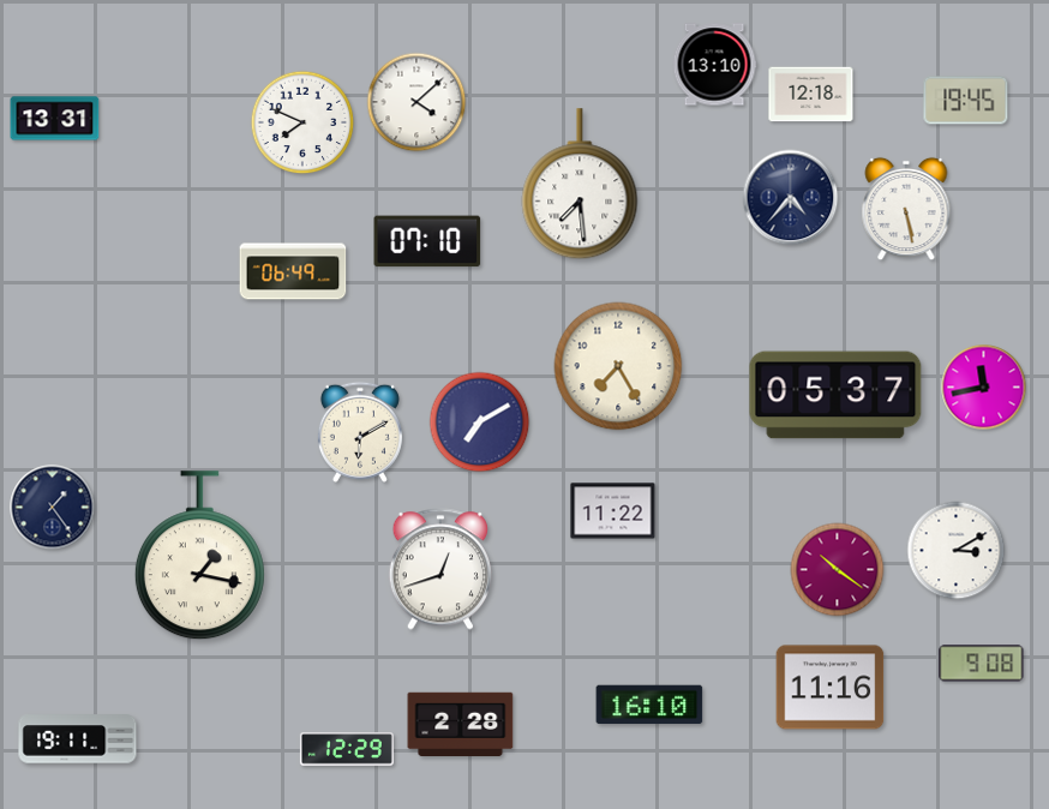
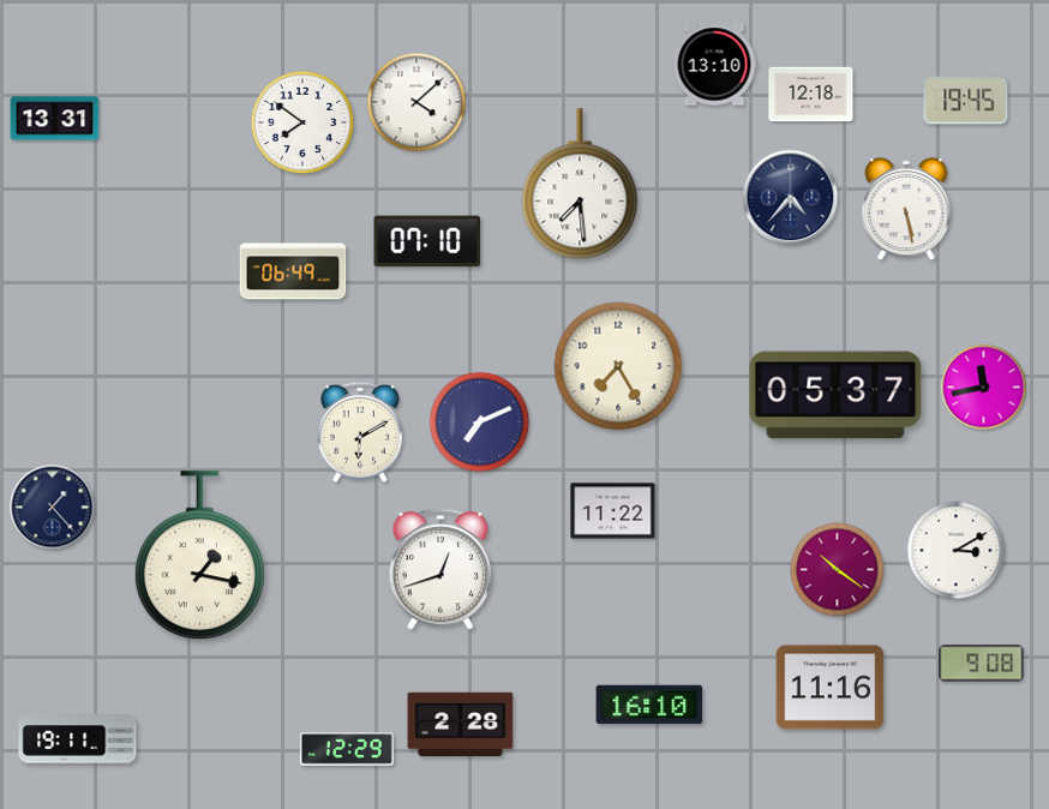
clock at (302, 122): 7:49 -> 7:51
clock at (480, 423): 7:10 -> 7:11
clock at (53, 508): 1:24 -> 1:23
